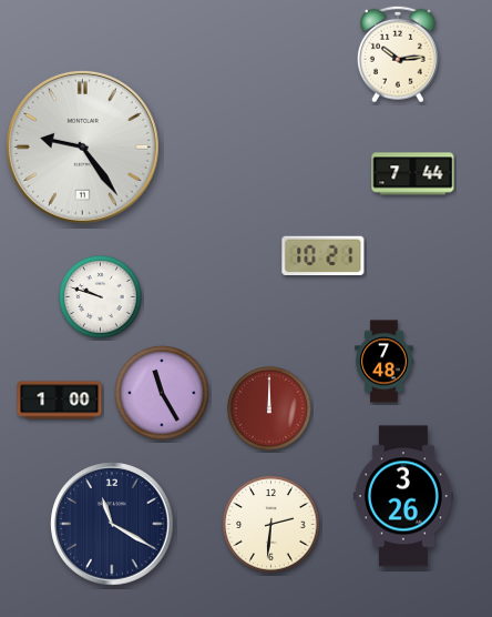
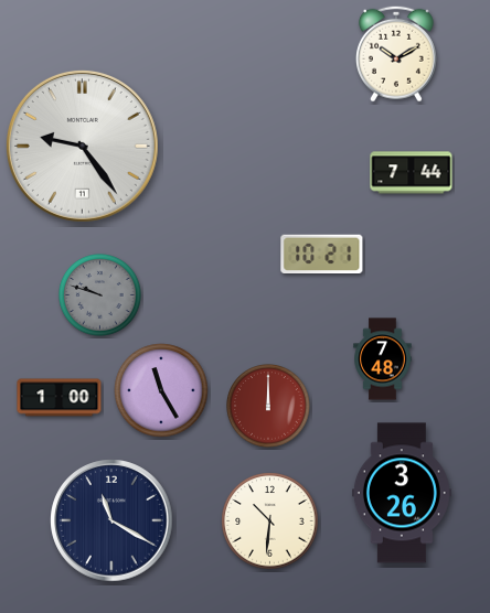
clock at (398, 54): 10:14 -> 10:10
clock at (101, 297) dial: white -> grey
clock at (271, 525): 2:31 -> 10:31
